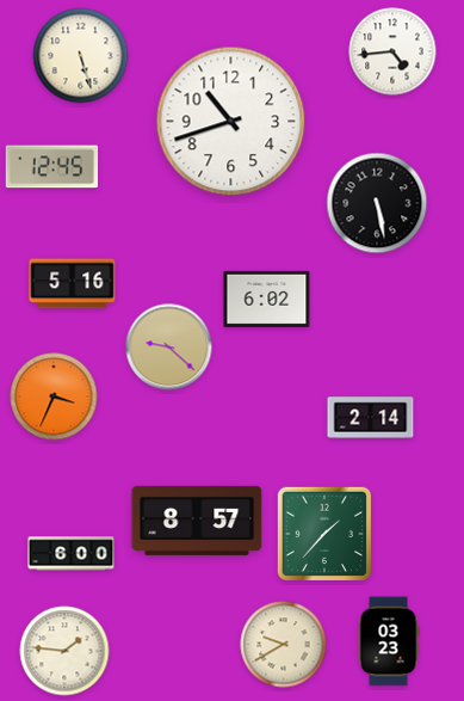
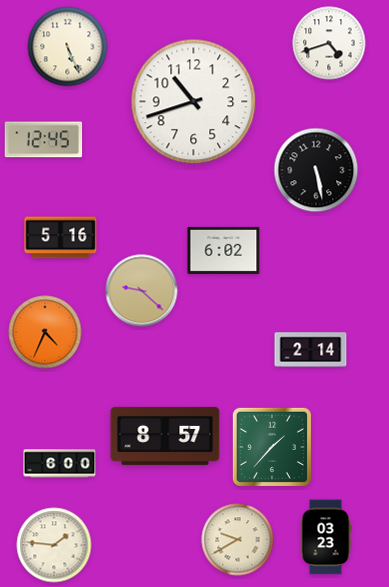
clock at (392, 51): 4:44 -> 4:42
clock at (81, 56): 5:27 -> 5:26
clock at (54, 396): 3:34 -> 4:34
